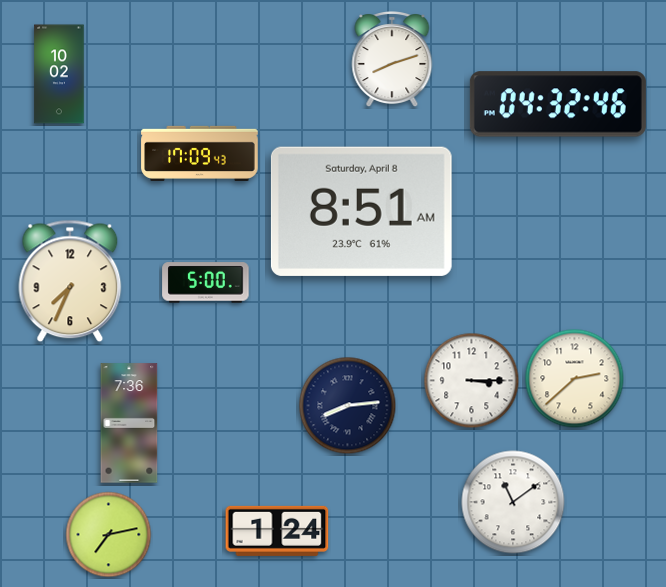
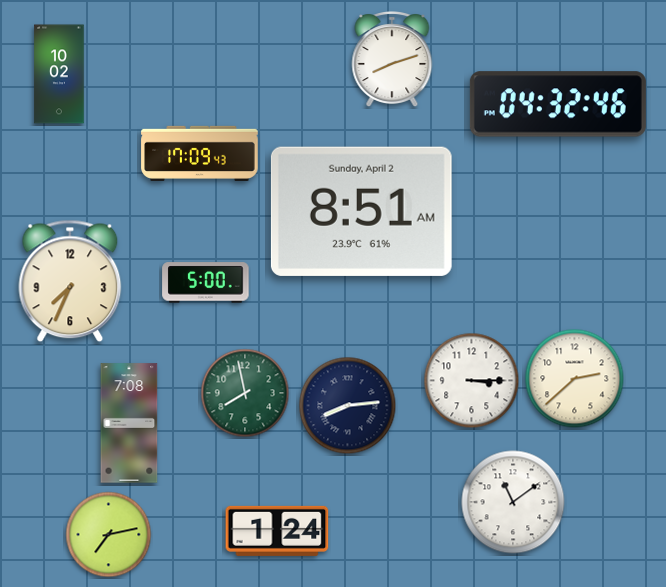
clock at (361, 211) date: Saturday, April 8 -> Sunday, April 2
clock at (245, 393): none -> 7:58
clock at (129, 423): 7:36 -> 7:08
